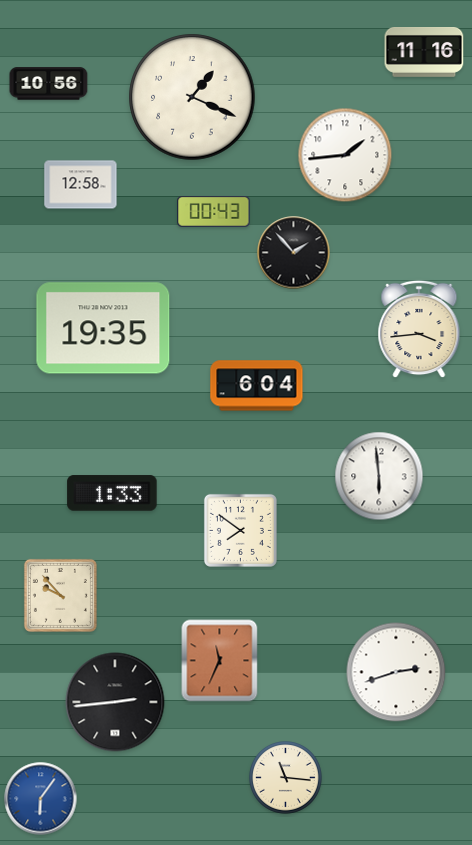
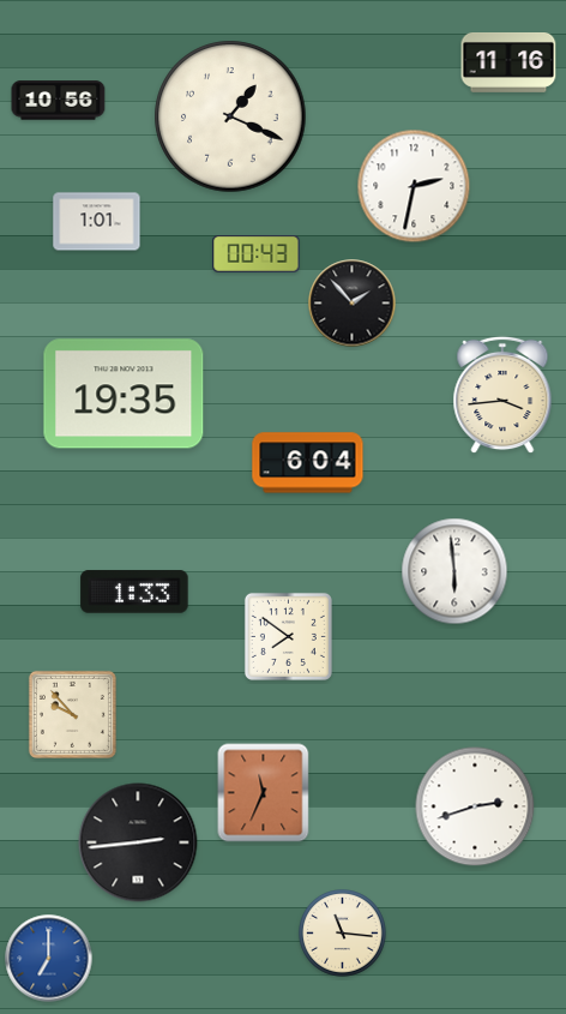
clock at (345, 155): 1:44 -> 2:32
clock at (81, 185): 12:58 -> 1:01
clock at (41, 799): 6:06 -> 7:00
